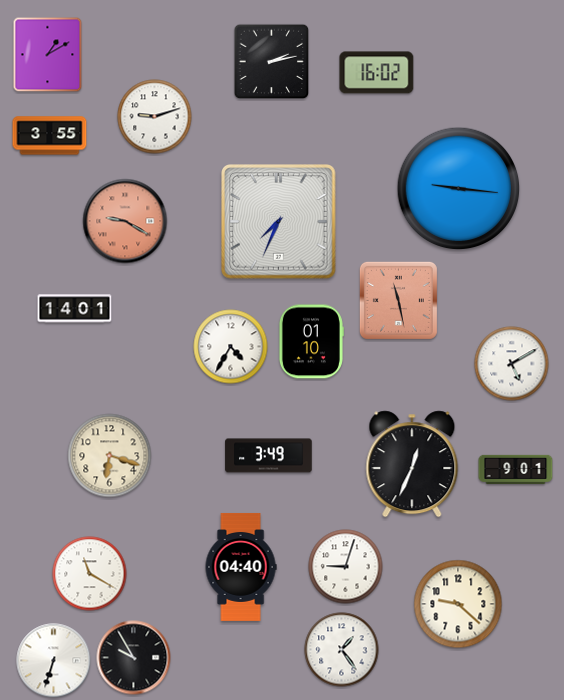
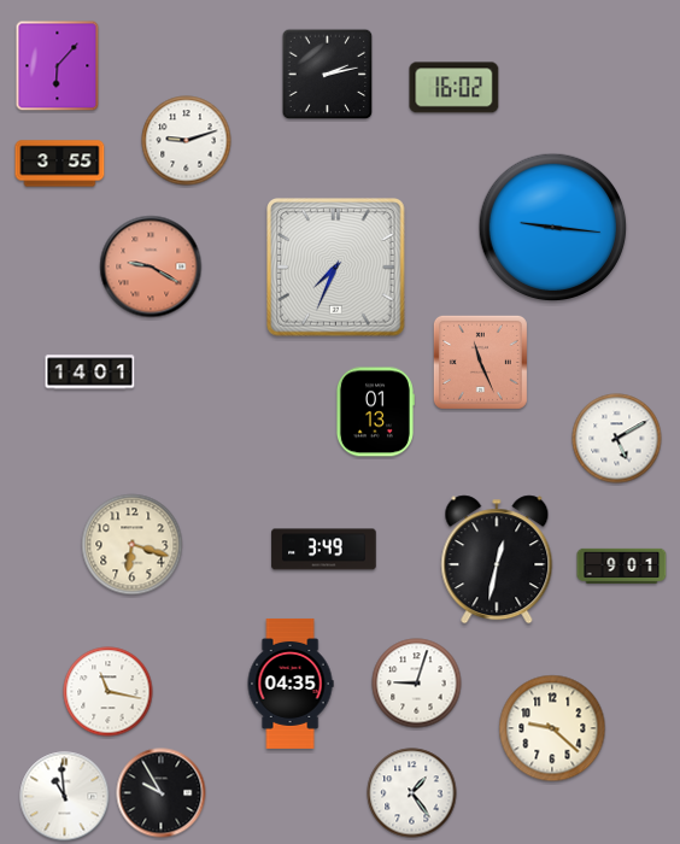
clock at (48, 55): 1:10 -> 6:07
clock at (398, 300): 11:28 -> 11:26
clock at (311, 342): 01:10 -> 01:13
clock at (231, 347): 4:35 -> none
clock at (110, 456) position: (110, 456) -> (133, 545)
clock at (412, 464): 12:34 -> 12:32
clock at (241, 567): 04:40 -> 04:35
clock at (90, 574): 11:20 -> 11:17
clock at (342, 650) position: (342, 650) -> (412, 793)
clock at (54, 661): 6:33 -> 10:59
